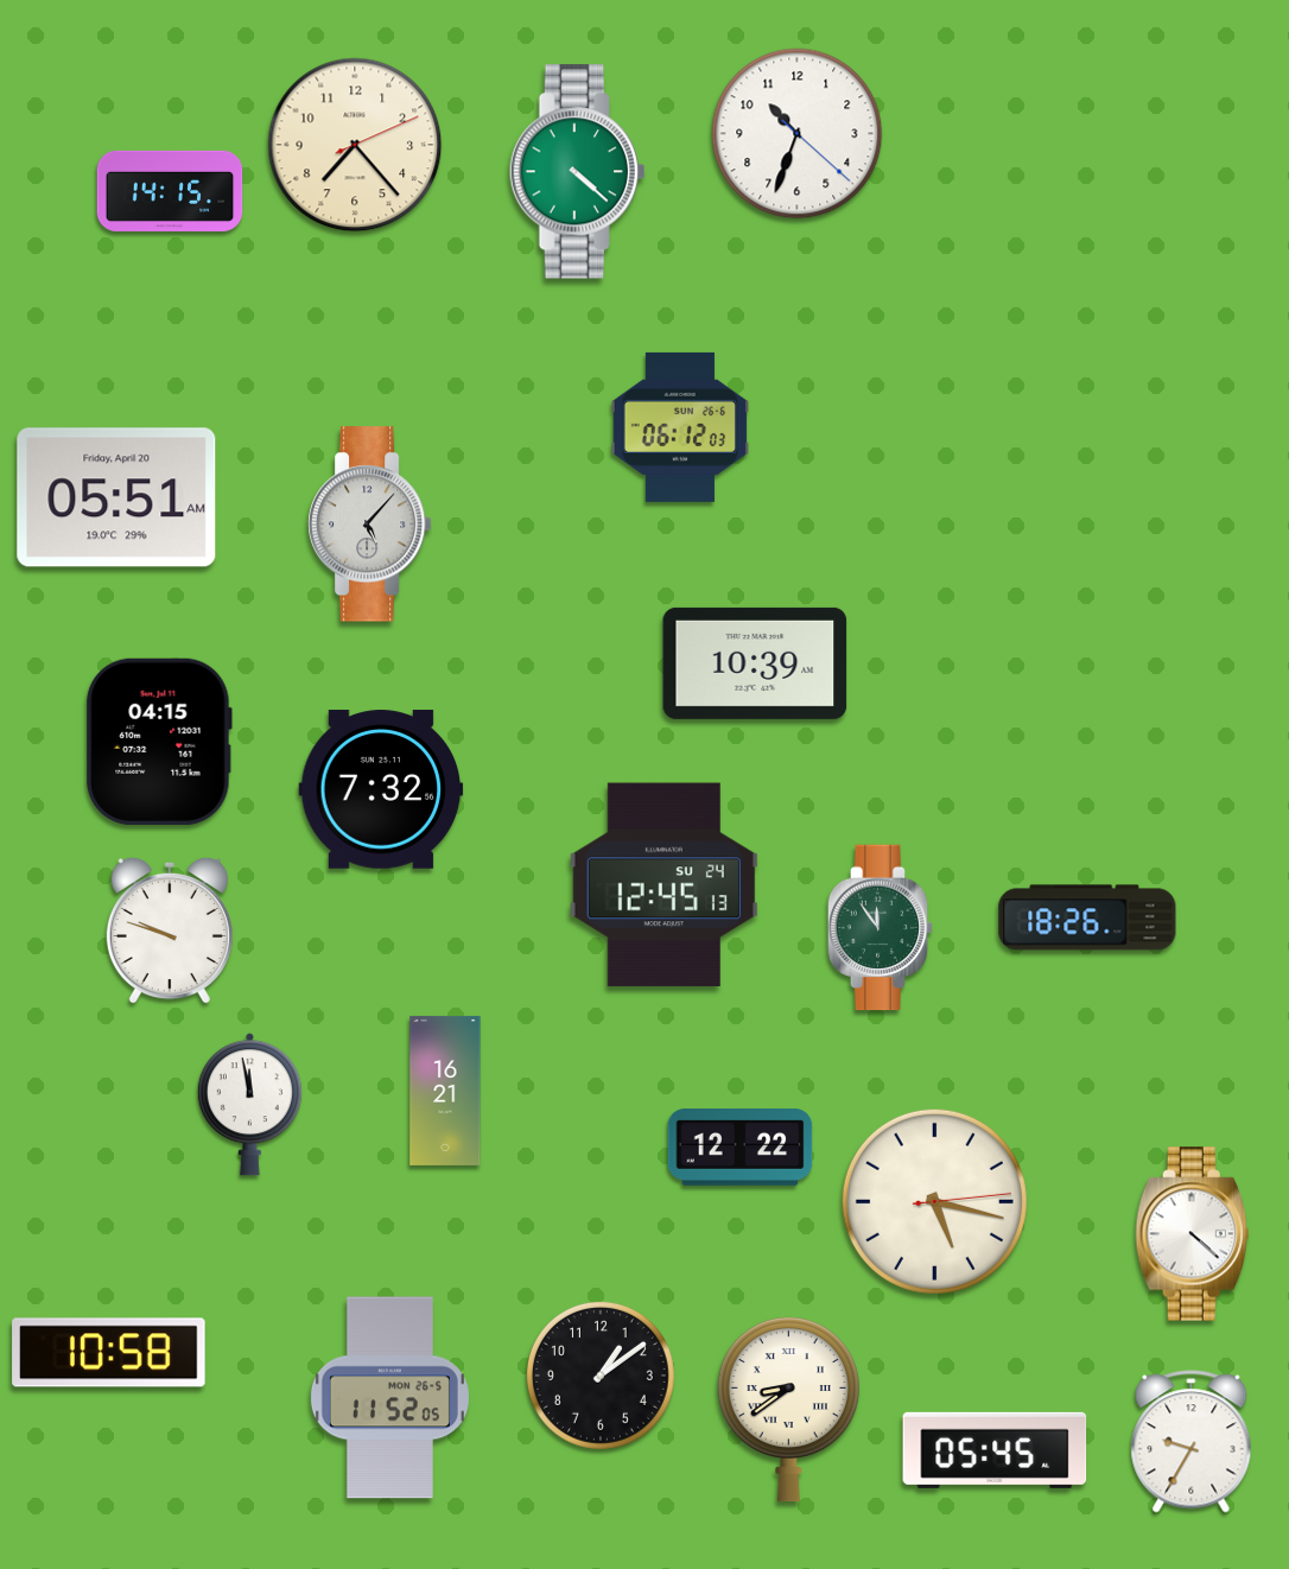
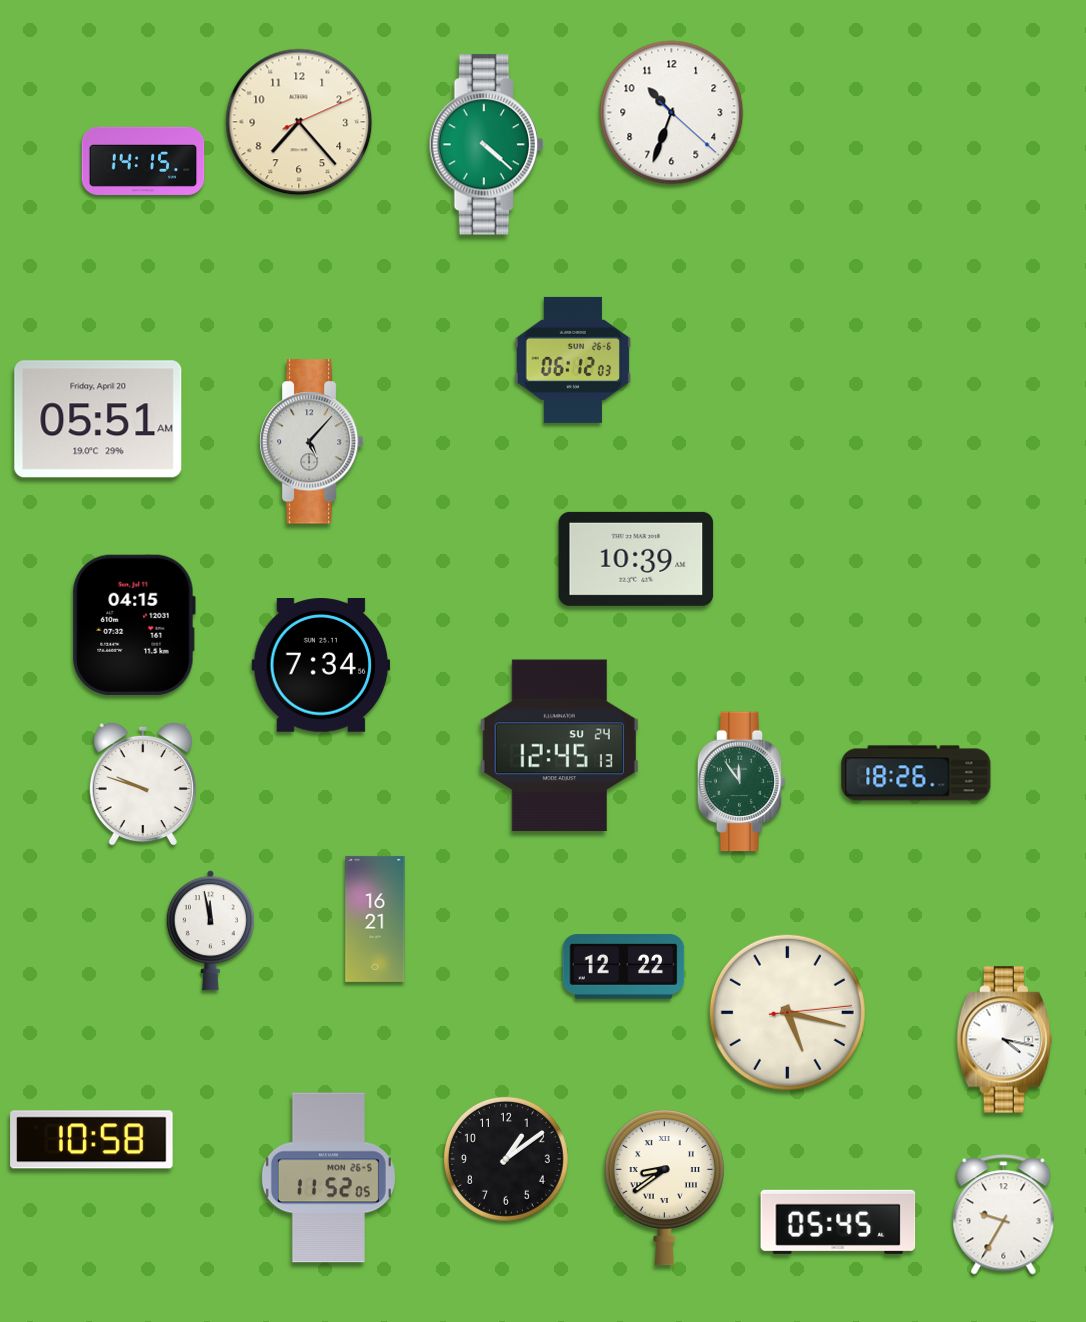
clock at (381, 789): 7:32 -> 7:34
clock at (1192, 1234): 4:22 -> 4:17
